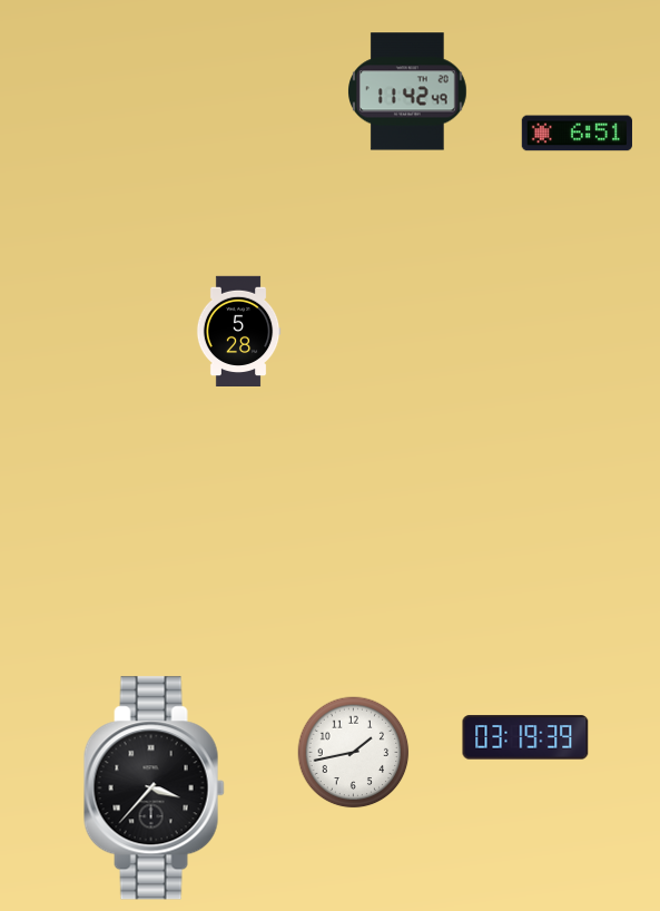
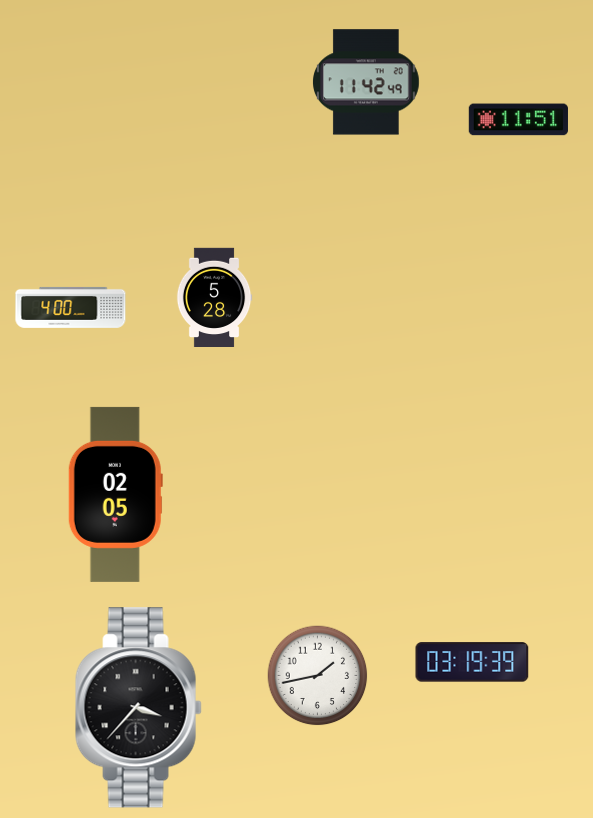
clock at (577, 134): 6:51 -> 11:51
clock at (71, 307): none -> 4:00
clock at (115, 494): none -> 02:05
